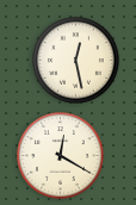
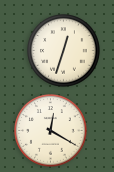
clock at (76, 61): 12:28 -> 12:33
